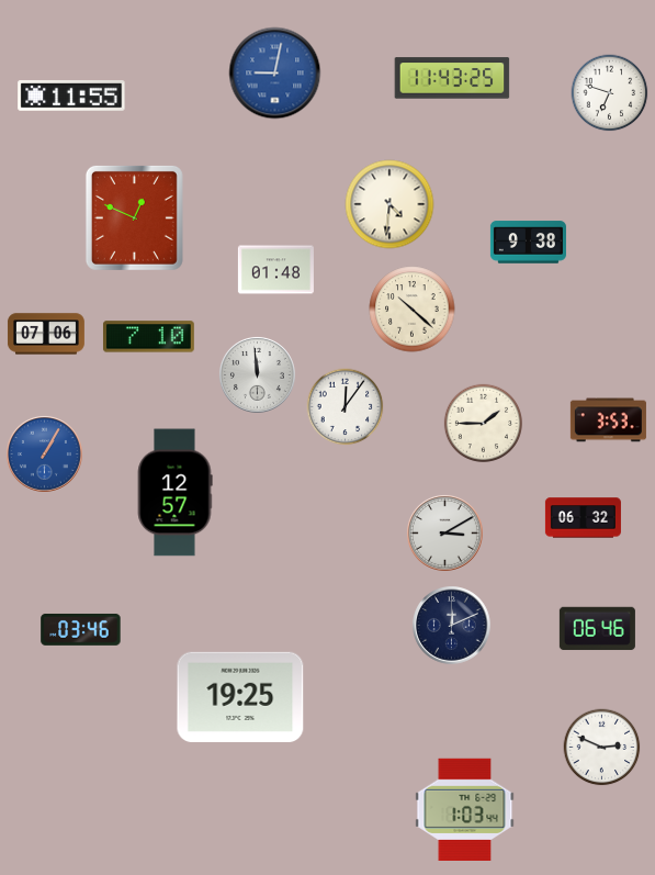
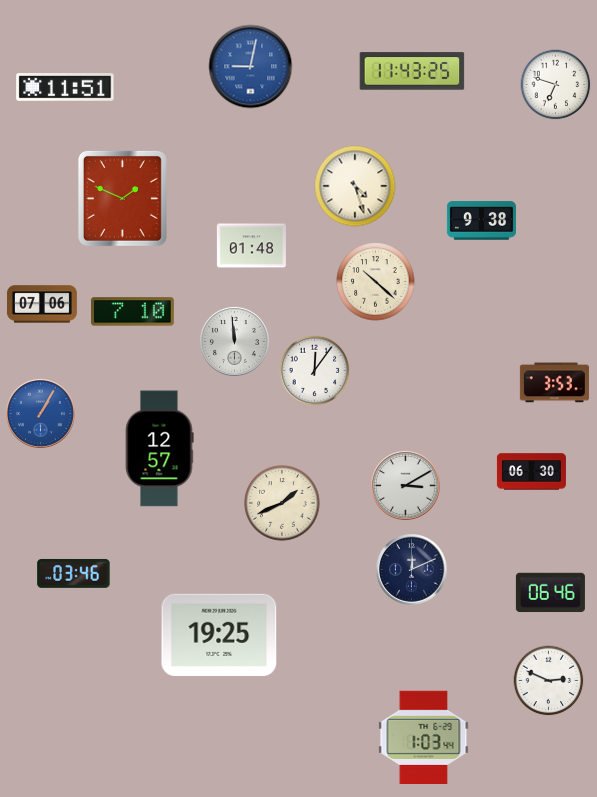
clock at (71, 97): 11:55 -> 11:51
clock at (389, 204): 4:31 -> 4:27
clock at (134, 217): 12:49 -> 1:49
clock at (148, 337) position: (148, 337) -> (132, 312)
clock at (484, 423): 1:45 -> none
clock at (583, 518): 06:32 -> 06:30
clock at (282, 503): none -> 1:41
clock at (597, 629) position: (597, 629) -> (550, 593)
